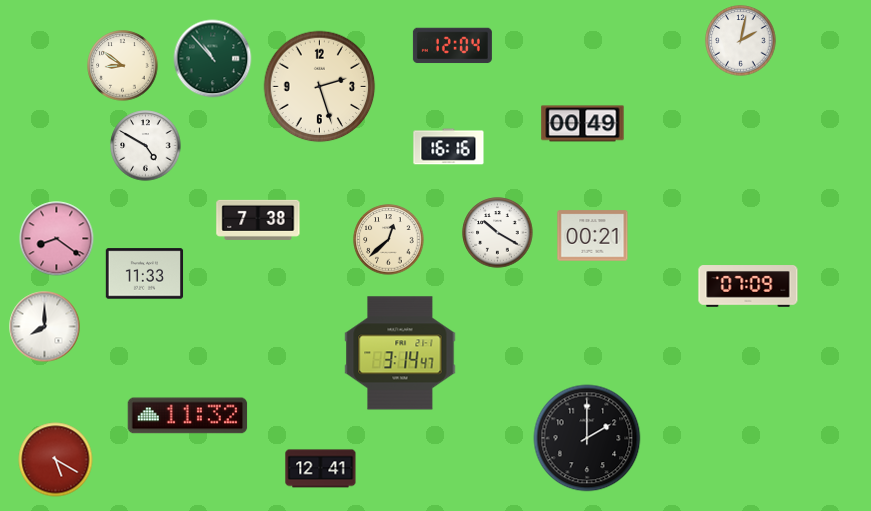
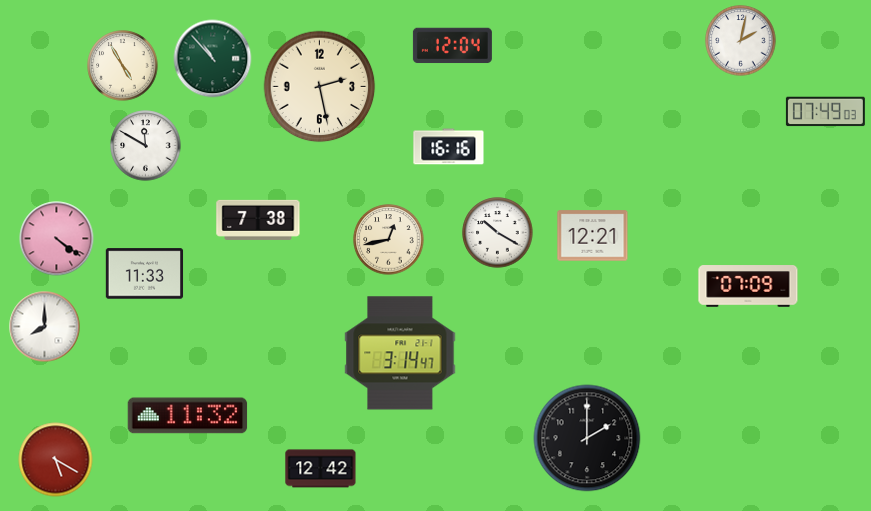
clock at (123, 66): 8:51 -> 4:55
clock at (320, 87): 2:27 -> 2:28
clock at (825, 112): none -> 07:49
clock at (583, 124): 00:49 -> none
clock at (146, 146): 4:50 -> 11:50
clock at (593, 236): 00:21 -> 12:21
clock at (57, 239): 8:21 -> 4:21
clock at (389, 240): 12:38 -> 12:43
clock at (321, 469): 12:41 -> 12:42
